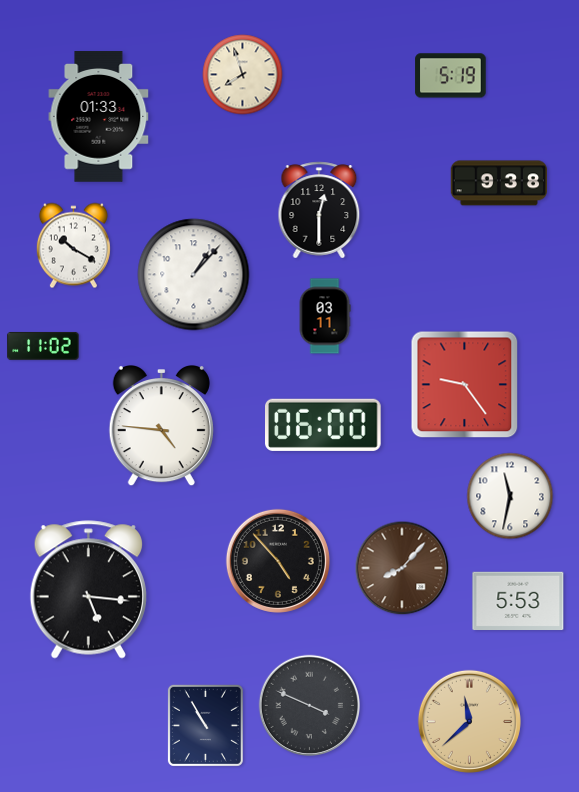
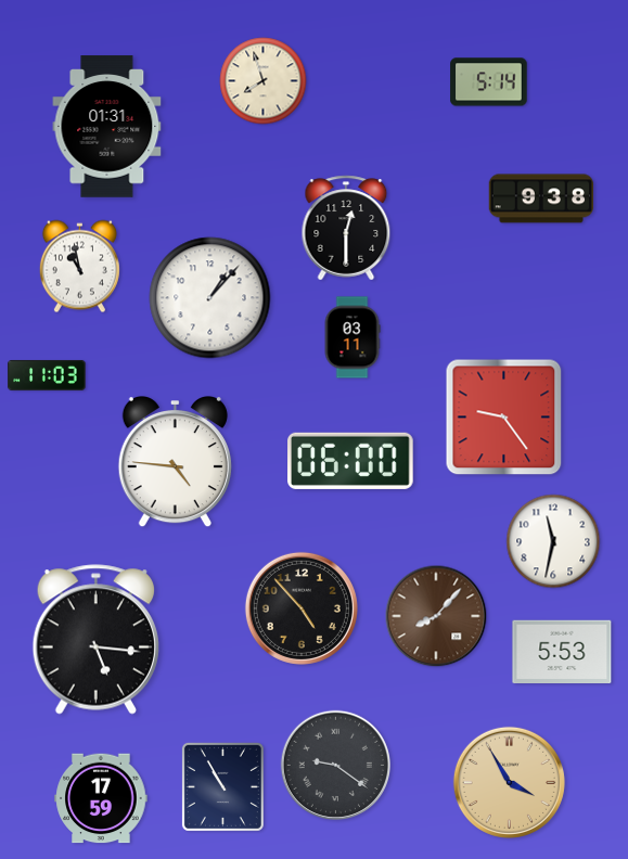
clock at (451, 76): 5:19 -> 5:14
clock at (99, 117): 01:33 -> 01:31
clock at (73, 246): 10:20 -> 10:58
clock at (325, 316) position: (325, 316) -> (353, 337)
clock at (43, 346): 11:02 -> 11:03
clock at (510, 496) position: (510, 496) -> (553, 541)
clock at (309, 705): 3:49 -> 9:21
clock at (469, 721): 11:38 -> 3:55
clock at (101, 798): none -> 17:59
